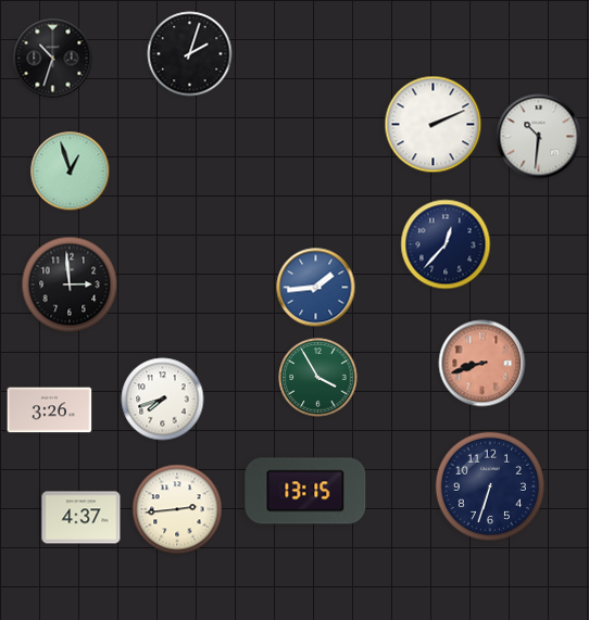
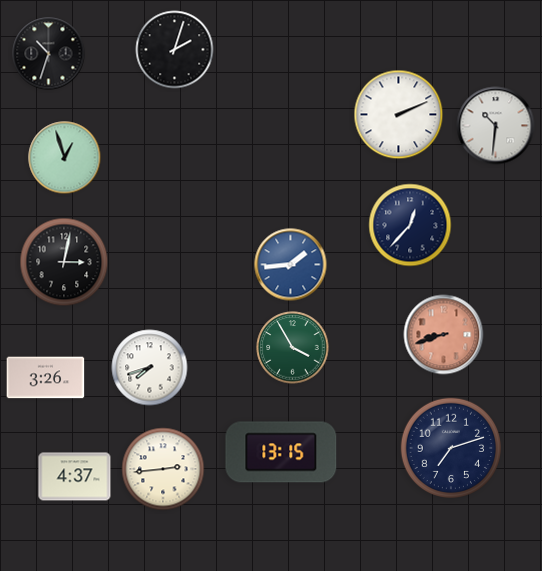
clock at (70, 284): 2:59 -> 3:02
clock at (489, 485): 6:33 -> 7:12
